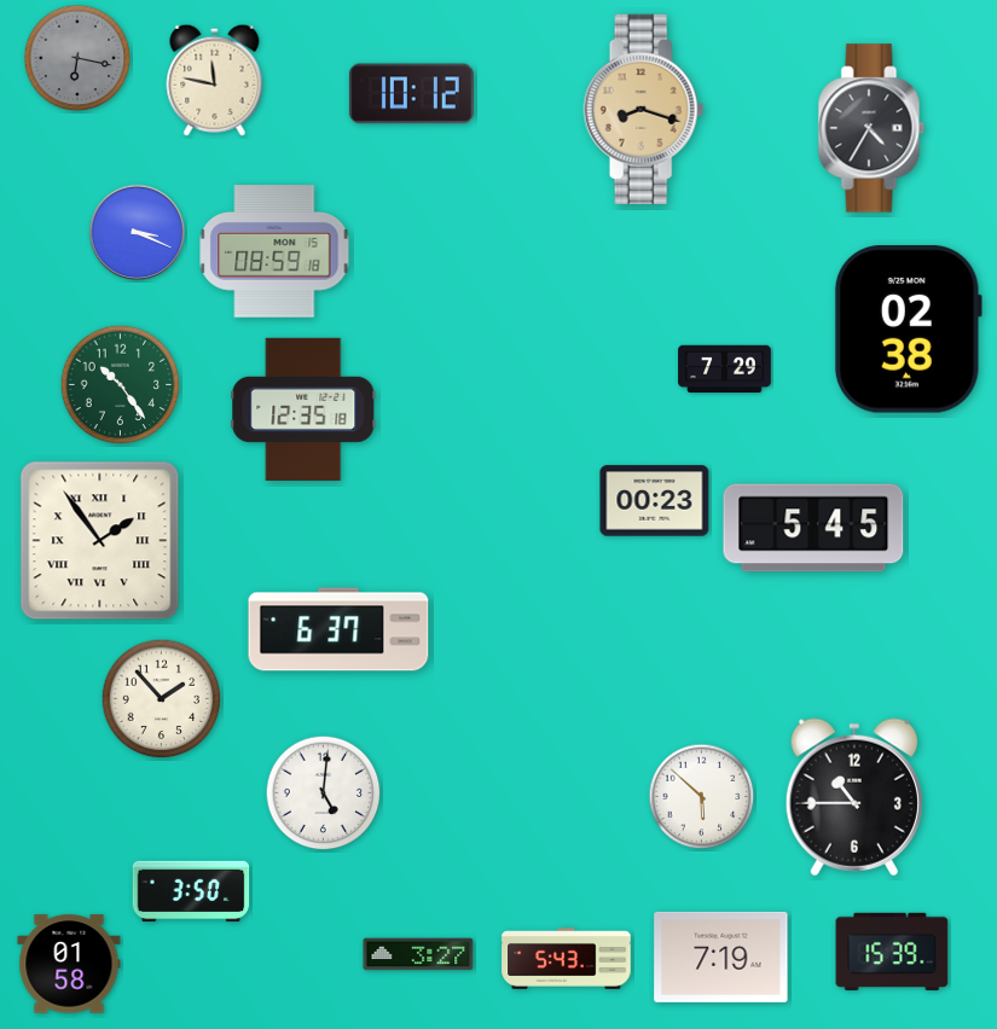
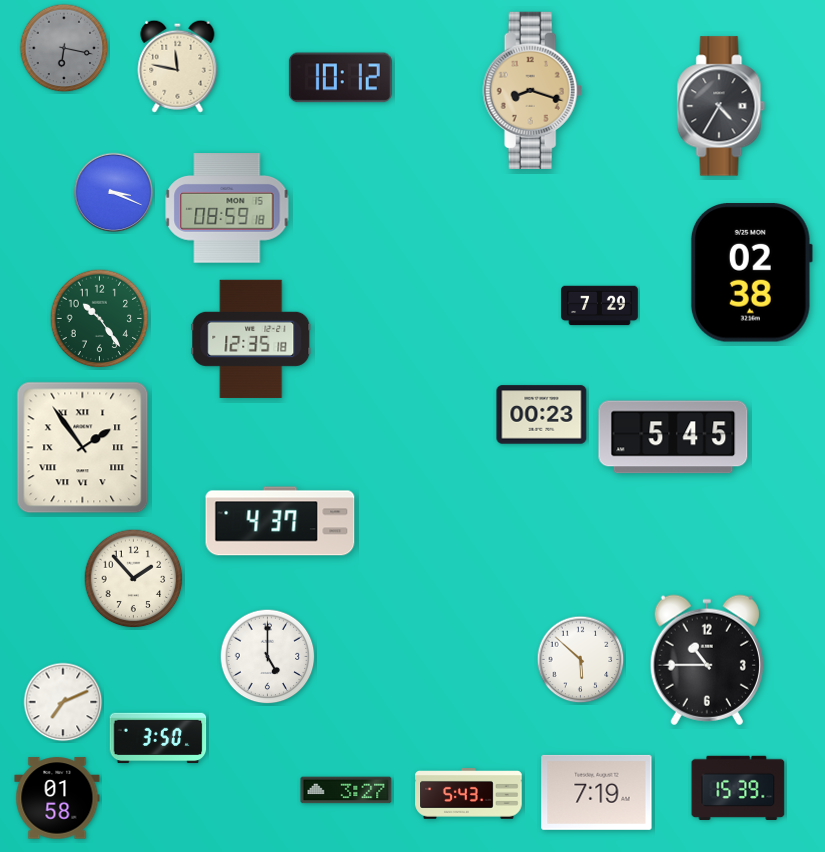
clock at (338, 629): 6:37 -> 4:37
clock at (324, 793): 5:01 -> 5:00
clock at (63, 702): none -> 7:11
